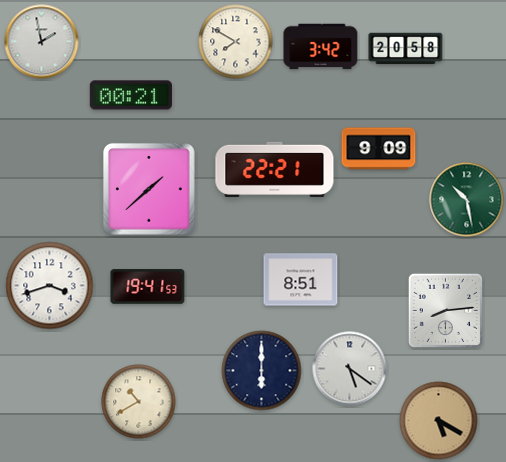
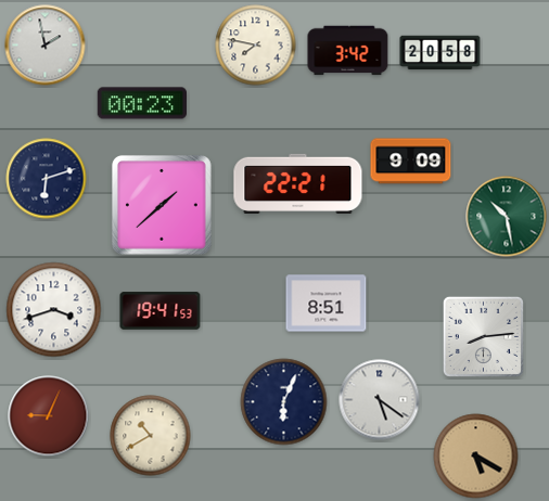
clock at (236, 42): 7:50 -> 7:47
clock at (131, 95): 00:21 -> 00:23
clock at (47, 179): none -> 6:12
clock at (262, 371): 6:00 -> 6:04
clock at (49, 416): none -> 9:04
